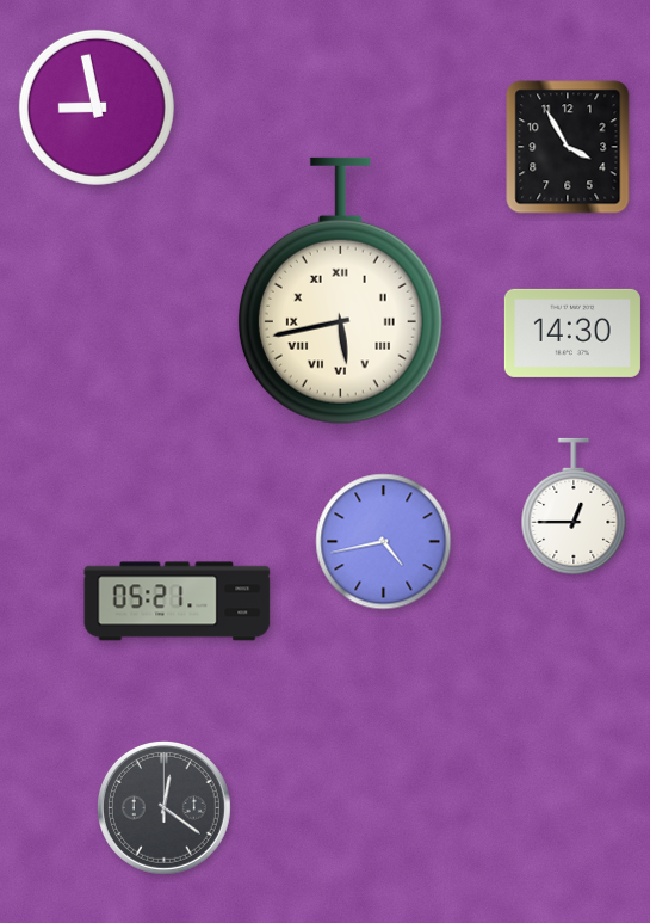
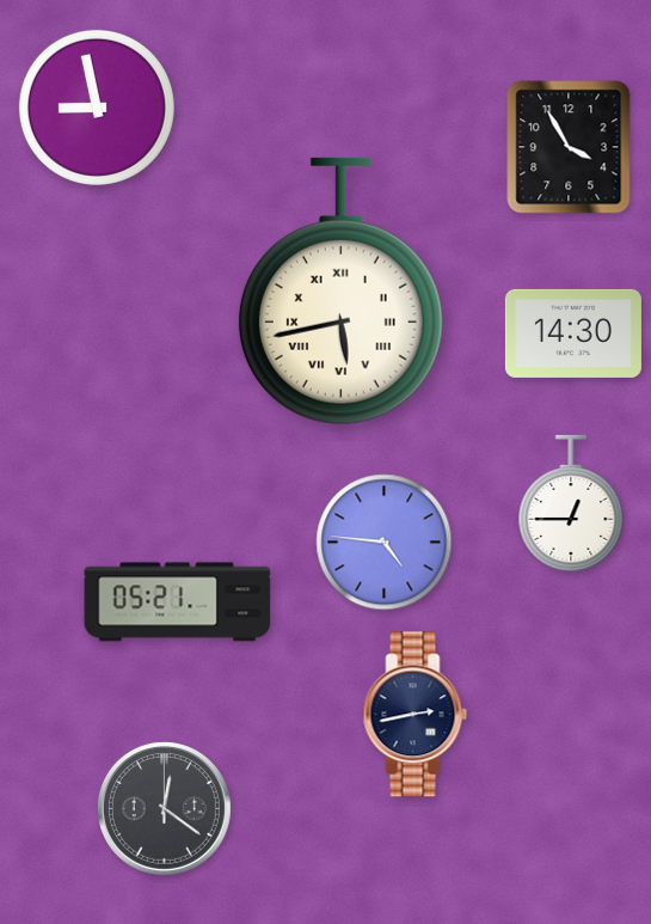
clock at (574, 505) position: (574, 505) -> (571, 502)
clock at (384, 542): 4:43 -> 4:46
clock at (416, 715): none -> 2:43
